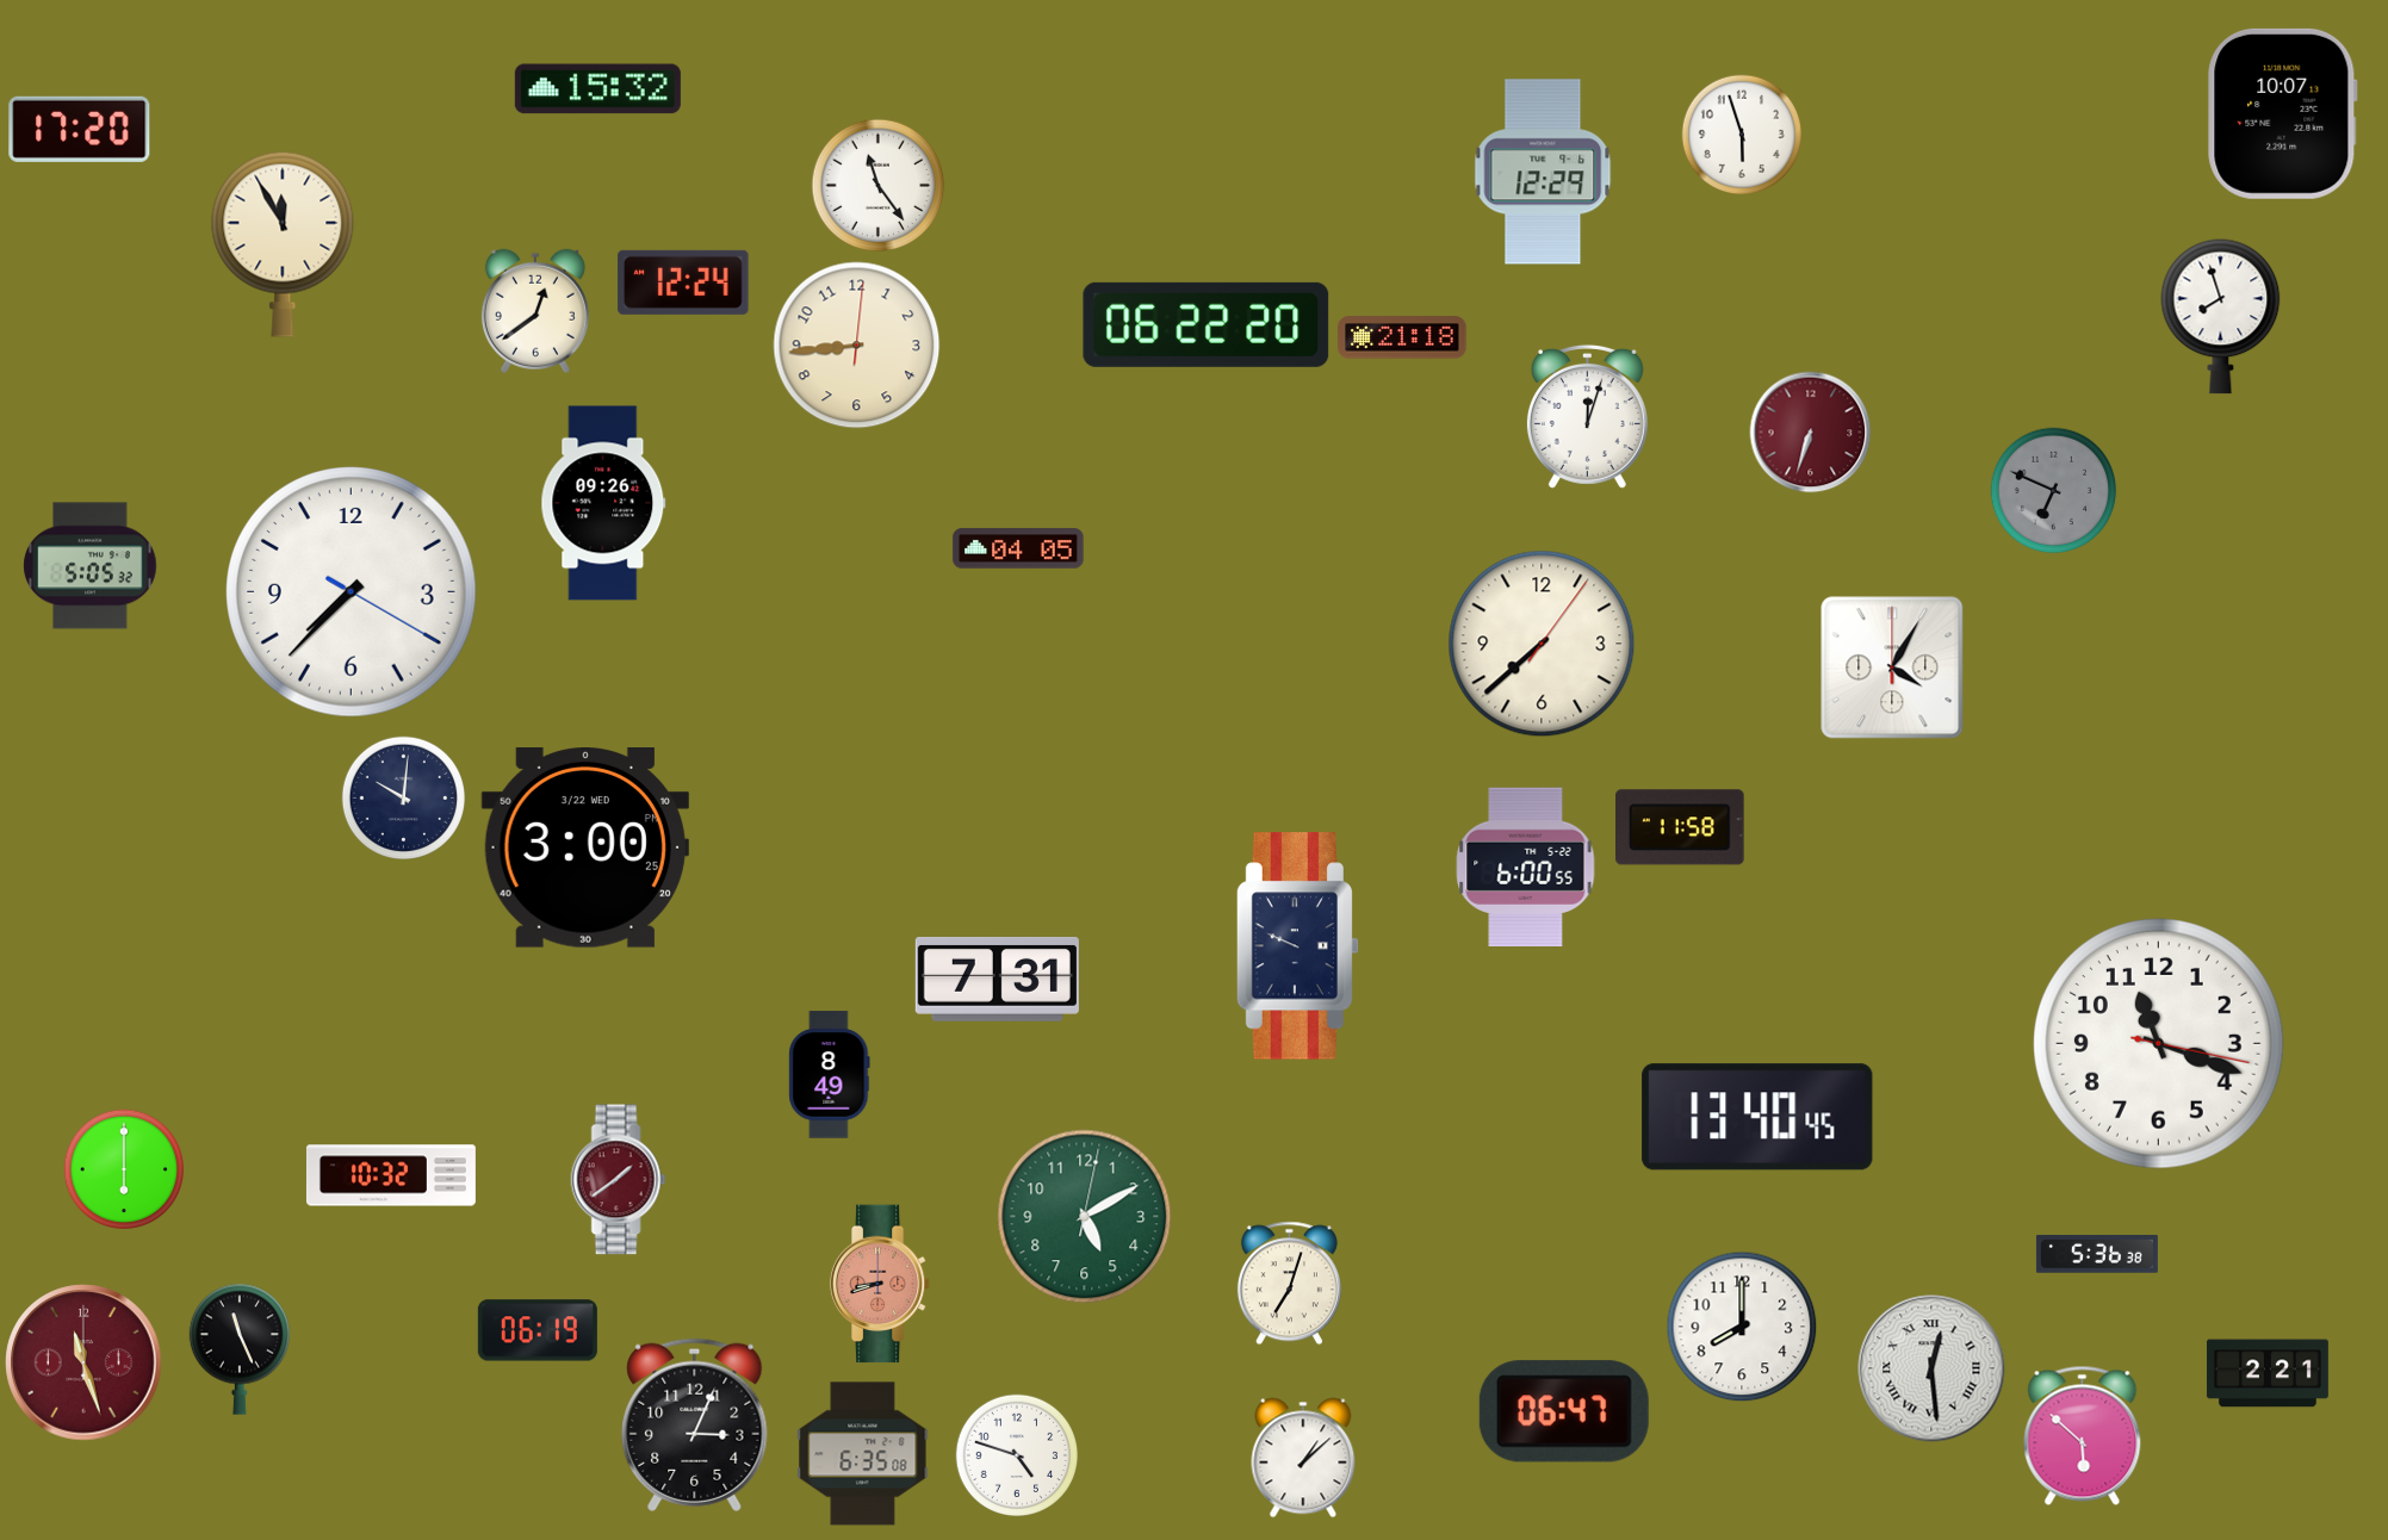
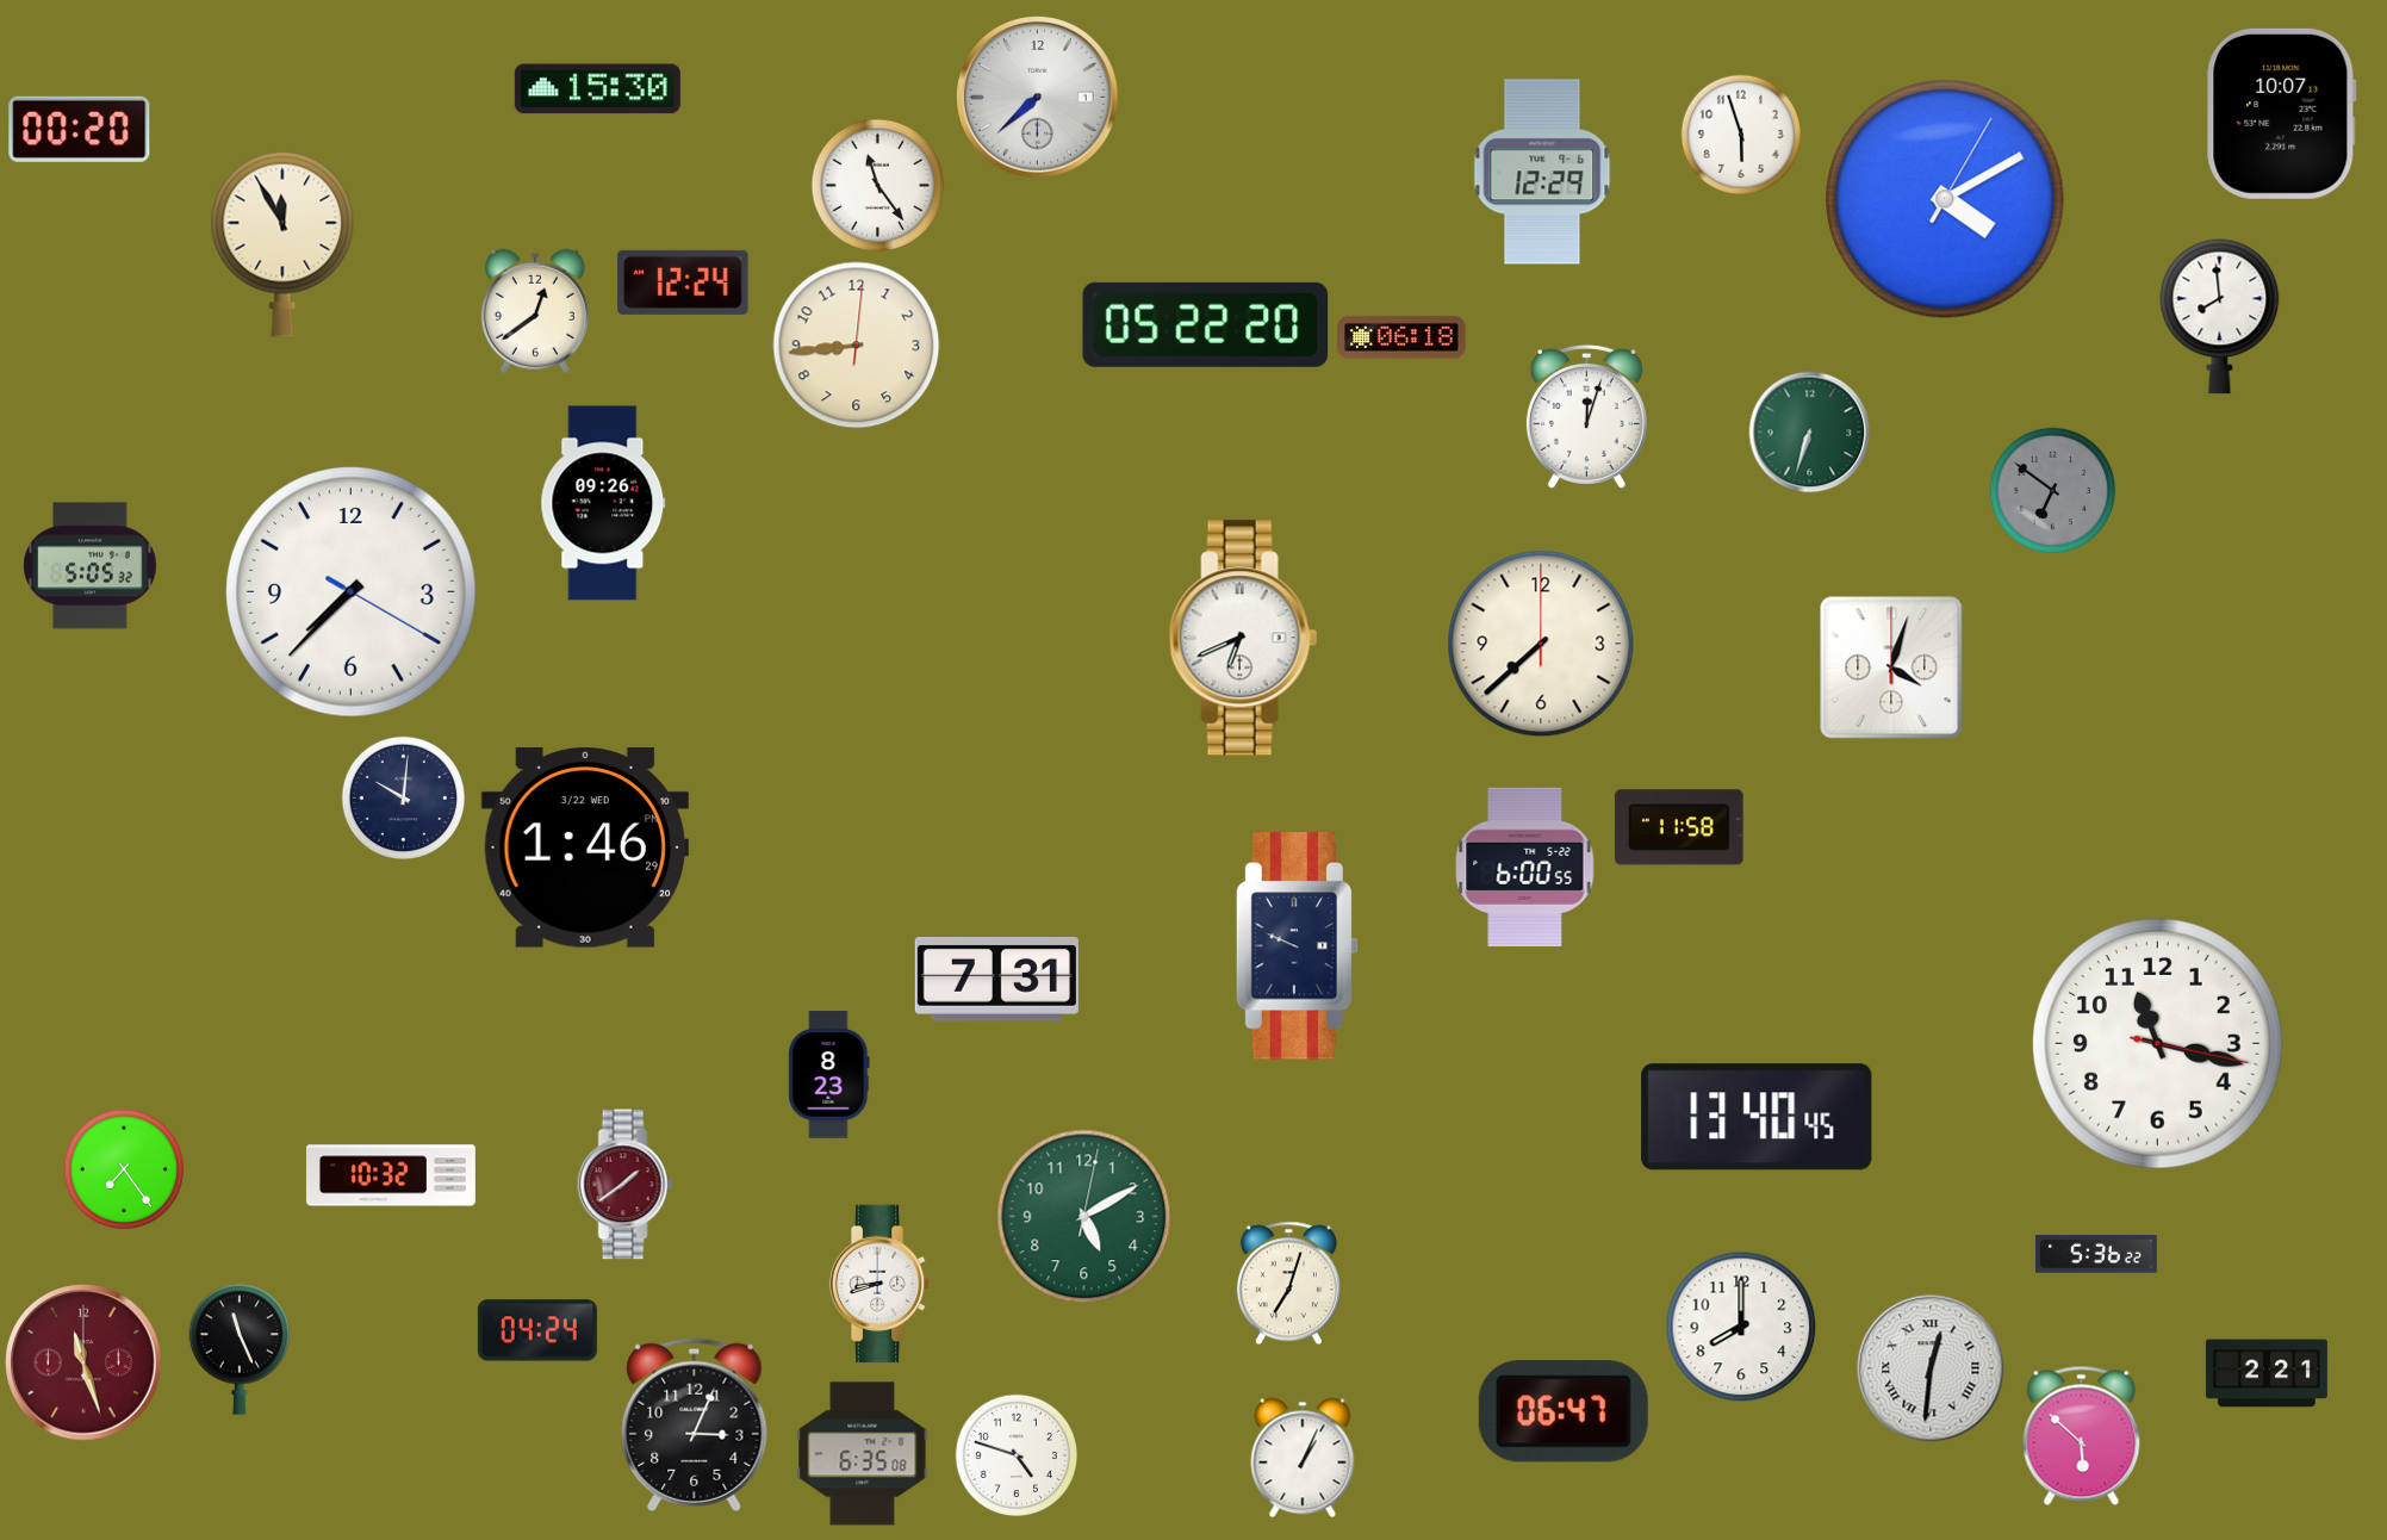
clock at (597, 89): 15:32 -> 15:30
clock at (1038, 98): none -> 7:38
clock at (80, 129): 17:20 -> 00:20
clock at (1945, 199): none -> 4:10
clock at (2221, 317): 7:57 -> 7:59
clock at (1207, 324): 06:22 -> 05:22
clock at (1402, 337): 21:18 -> 06:18
clock at (1811, 433) dial: burgundy -> green
clock at (2054, 491): 6:49 -> 6:51
clock at (1018, 548): 04:05 -> none
clock at (1243, 638): none -> 6:41
clock at (1542, 644): 7:38:06 -> 7:38:00
clock at (1892, 667): 4:05 -> 4:03
clock at (585, 849): 3:00 -> 1:46
clock at (2159, 1044): 11:18 -> 11:17
clock at (830, 1075): 8:49 -> 8:23
clock at (123, 1168): 6:00 -> 7:24
clock at (619, 1180) position: (619, 1180) -> (626, 1185)
clock at (2097, 1254): 5:36:38 -> 5:36:22
clock at (880, 1284) dial: salmon -> white
clock at (538, 1330): 06:19 -> 04:24
clock at (1931, 1368): 12:29 -> 12:31
clock at (1303, 1458): 1:08 -> 1:04
